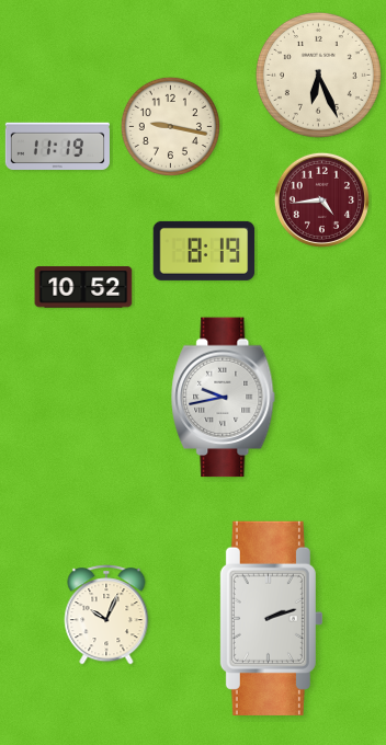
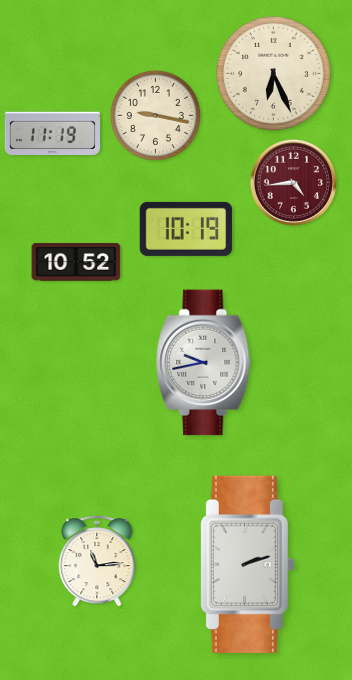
clock at (318, 74) position: (318, 74) -> (273, 73)
clock at (204, 251): 8:19 -> 10:19
clock at (106, 615): 10:04 -> 11:14
